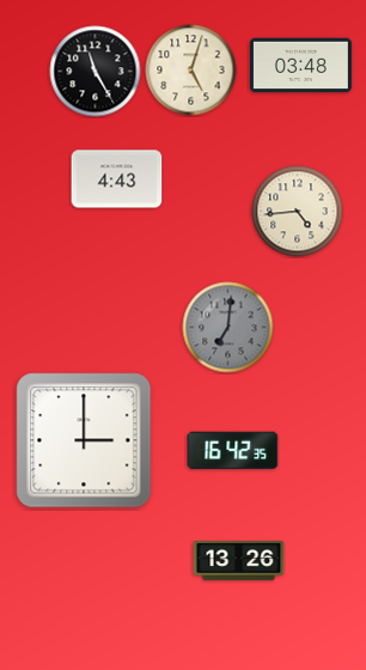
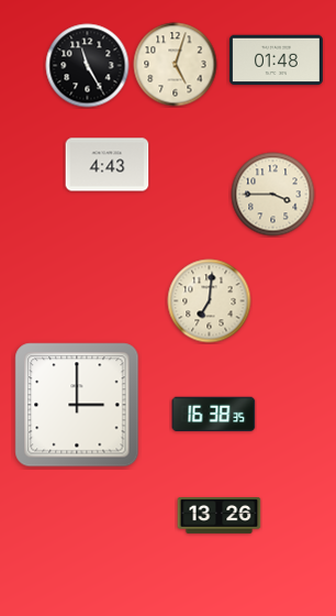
clock at (300, 66): 03:48 -> 01:48
clock at (298, 212): 4:44 -> 3:45
clock at (228, 328) dial: grey -> cream
clock at (233, 451): 16:42 -> 16:38
